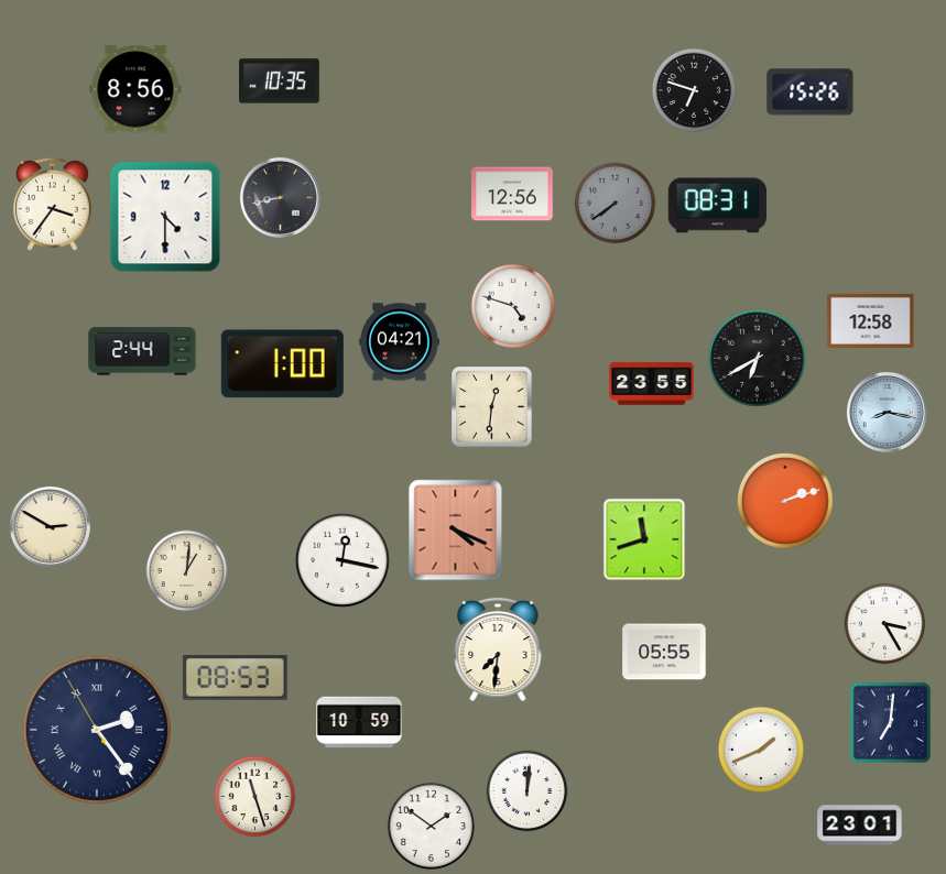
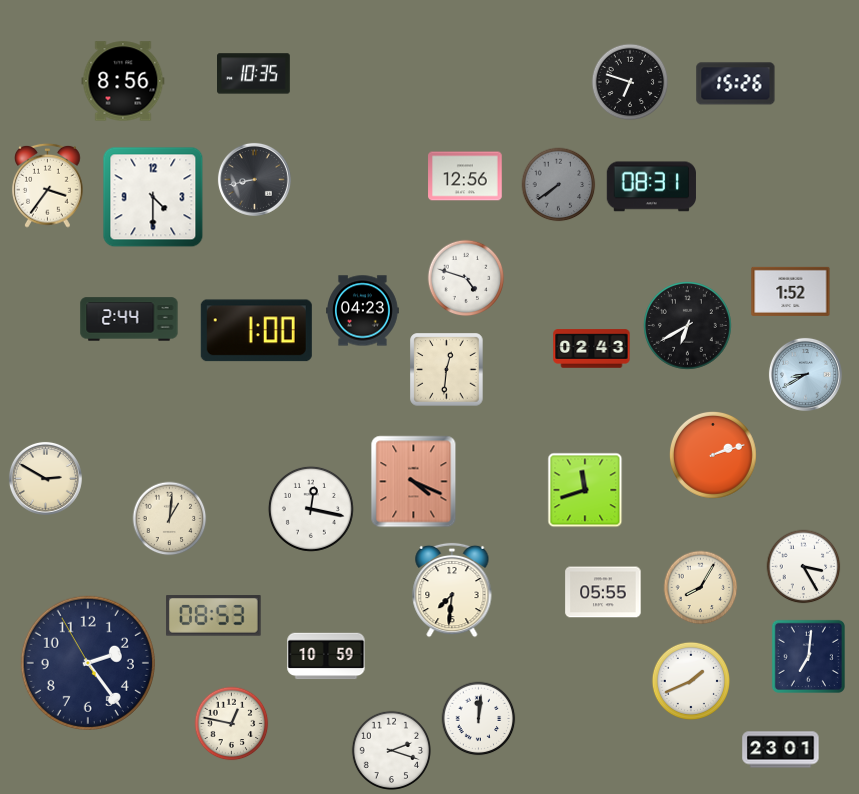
clock at (165, 217) position: (165, 217) -> (153, 197)
clock at (871, 320): 12:58 -> 1:52
clock at (400, 342): 04:21 -> 04:23
clock at (652, 384): 23:55 -> 02:43
clock at (887, 412): 8:17 -> 8:40
clock at (701, 588): none -> 8:05
clock at (97, 730) numerals: Roman -> Arabic
clock at (255, 797): 11:27 -> 12:47
clock at (431, 826): 1:51 -> 2:18
